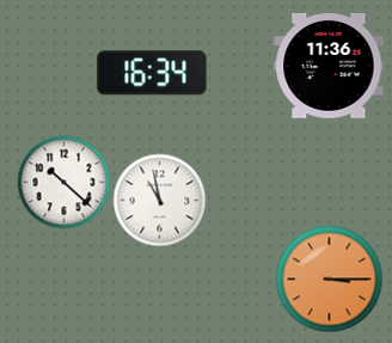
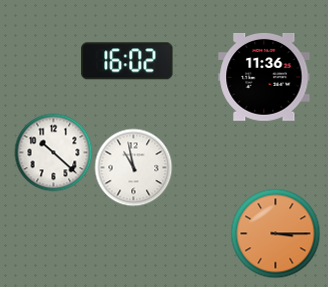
clock at (329, 67) position: (329, 67) -> (264, 78)
clock at (152, 73): 16:34 -> 16:02
